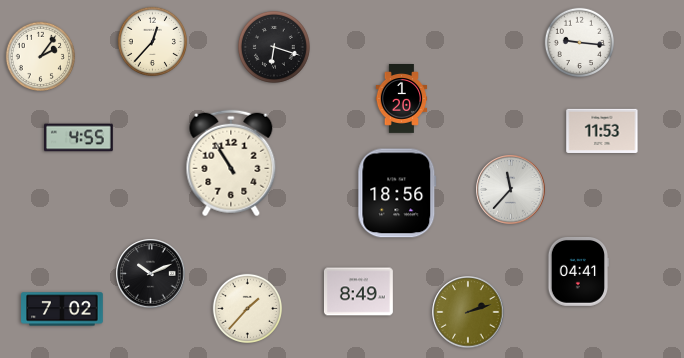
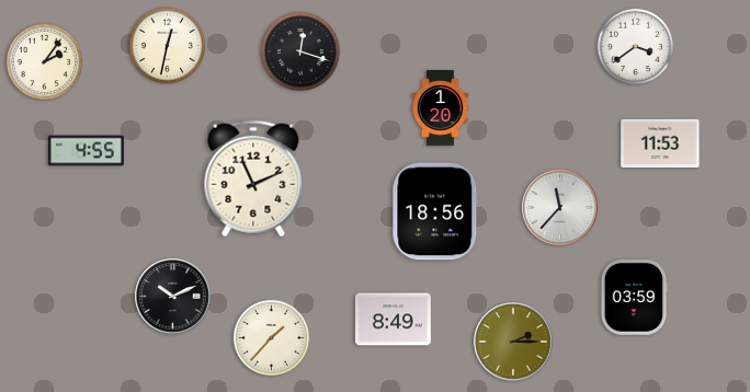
clock at (152, 41): 12:37 -> 12:32
clock at (579, 42): 9:16 -> 3:39
clock at (274, 47): 6:18 -> 12:18
clock at (231, 163): 10:55 -> 11:11
clock at (578, 271): 04:41 -> 03:59
clock at (151, 274) position: (151, 274) -> (173, 297)
clock at (62, 309): 7:02 -> none
clock at (468, 312): 2:12 -> 2:15
